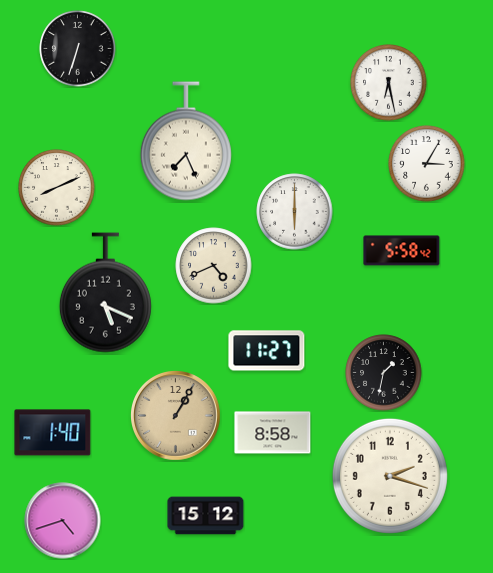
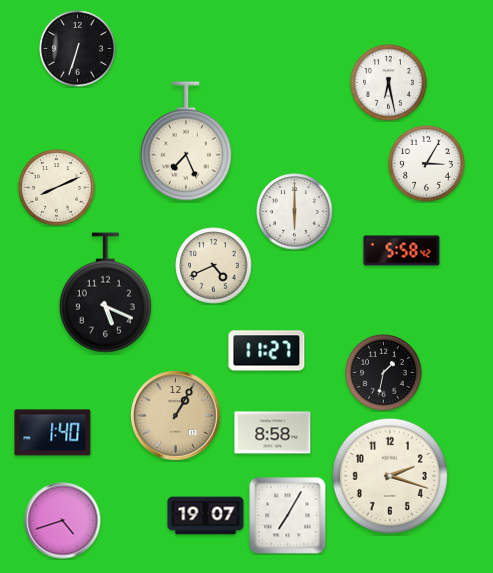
clock at (206, 516): 15:12 -> 19:07
clock at (288, 516): none -> 7:05
